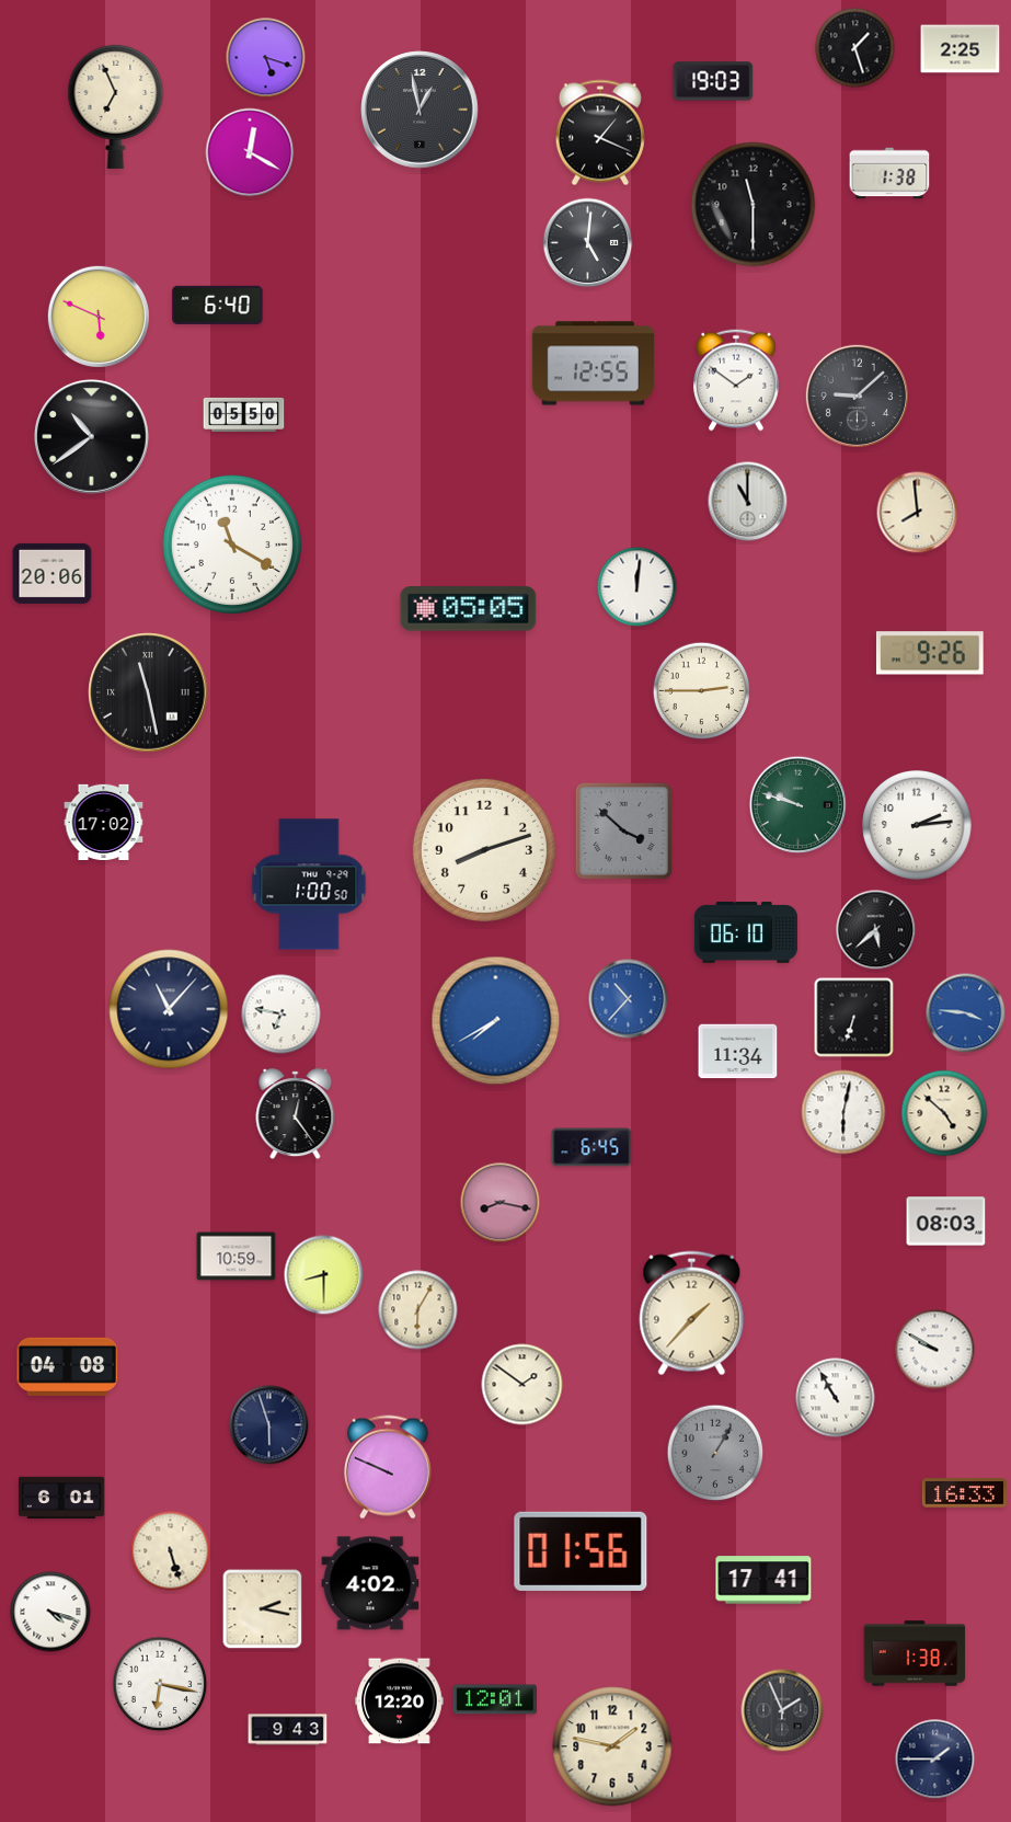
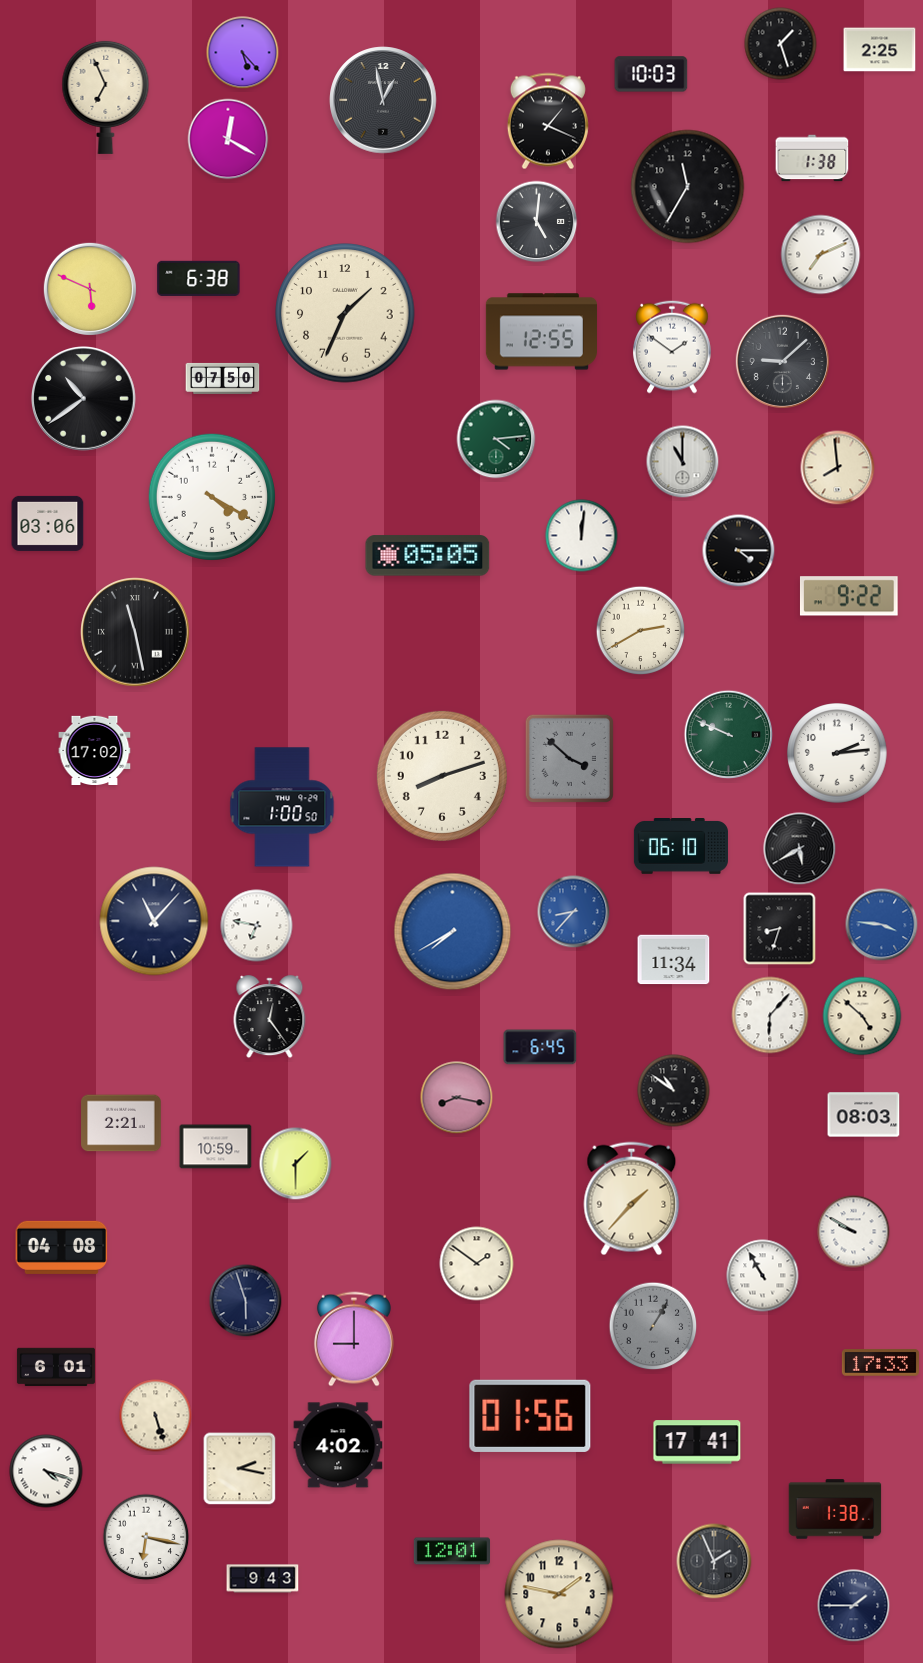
clock at (961, 49) position: (961, 49) -> (880, 50)
clock at (266, 58): 5:18 -> 5:23
clock at (713, 81): 19:03 -> 10:03
clock at (754, 205): 11:30 -> 11:35
clock at (821, 255): none -> 7:11
clock at (218, 305): 6:40 -> 6:38
clock at (345, 313): none -> 1:34
clock at (244, 414): 05:50 -> 07:50
clock at (496, 439): none -> 4:14
clock at (748, 502) position: (748, 502) -> (683, 462)
clock at (232, 545): 11:20 -> 4:20
clock at (53, 573): 20:06 -> 03:06
clock at (739, 551): none -> 4:15
clock at (930, 653): 9:26 -> 9:22
clock at (702, 691): 2:45 -> 2:40
clock at (799, 805): 9:48 -> 9:49
clock at (876, 930): 5:38 -> 5:40
clock at (746, 933) position: (746, 933) -> (681, 847)
clock at (629, 999): 10:37 -> 8:37
clock at (854, 1018): 6:33 -> 8:33
clock at (843, 1112): 6:02 -> 6:07
clock at (674, 1091): none -> 10:51
clock at (121, 1123): none -> 2:21
clock at (324, 1275): 8:30 -> 1:30
clock at (418, 1310): 6:05 -> none
clock at (388, 1467): 9:49 -> 9:00
clock at (964, 1493): 16:33 -> 17:33
clock at (400, 1701): 12:20 -> none
